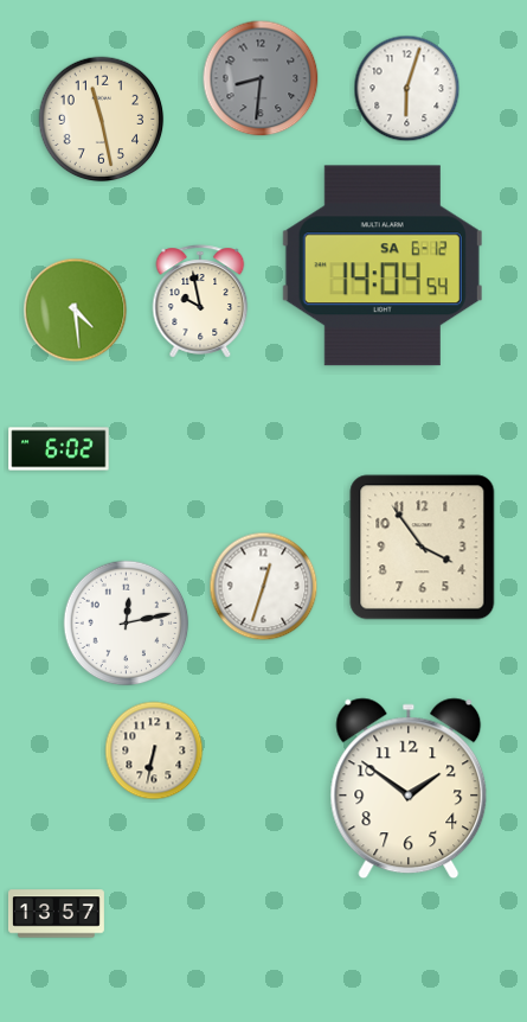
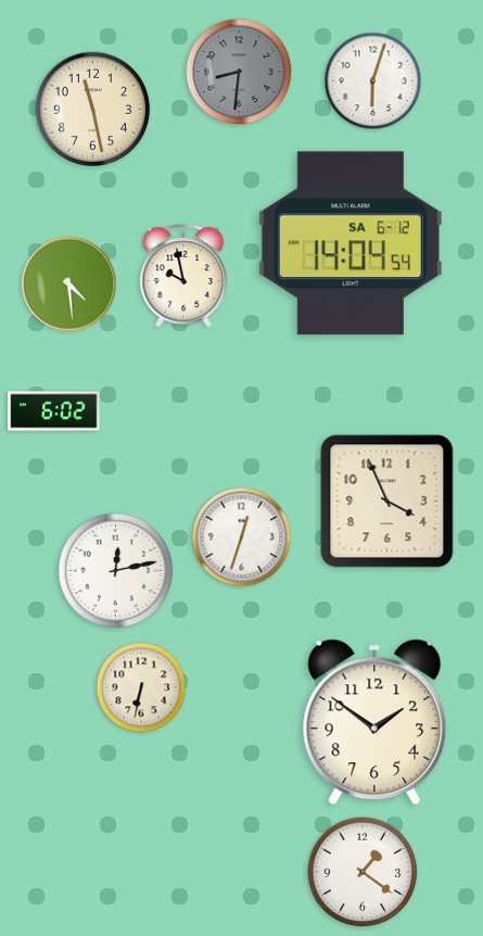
clock at (423, 548): 3:54 -> 3:56
clock at (56, 914): 13:57 -> none
clock at (363, 872): none -> 1:21
